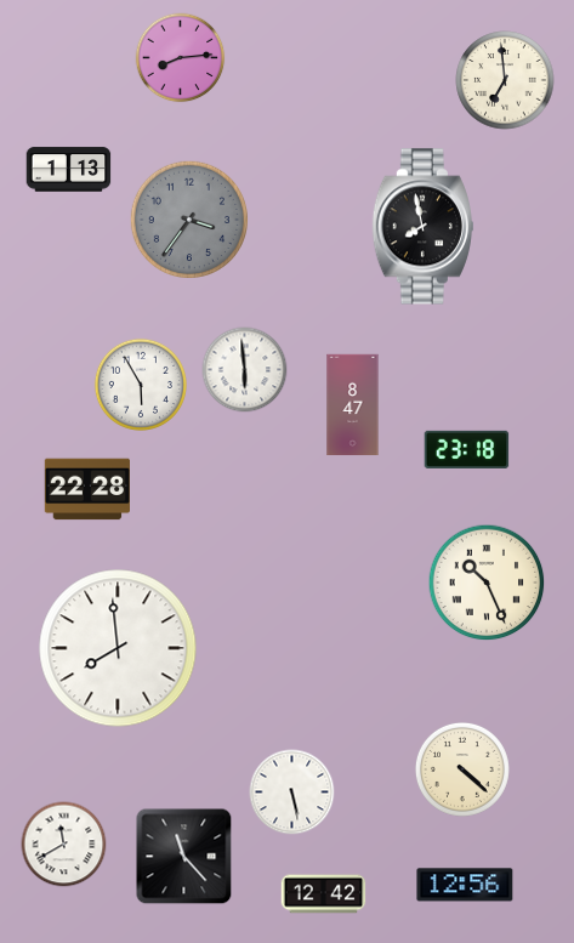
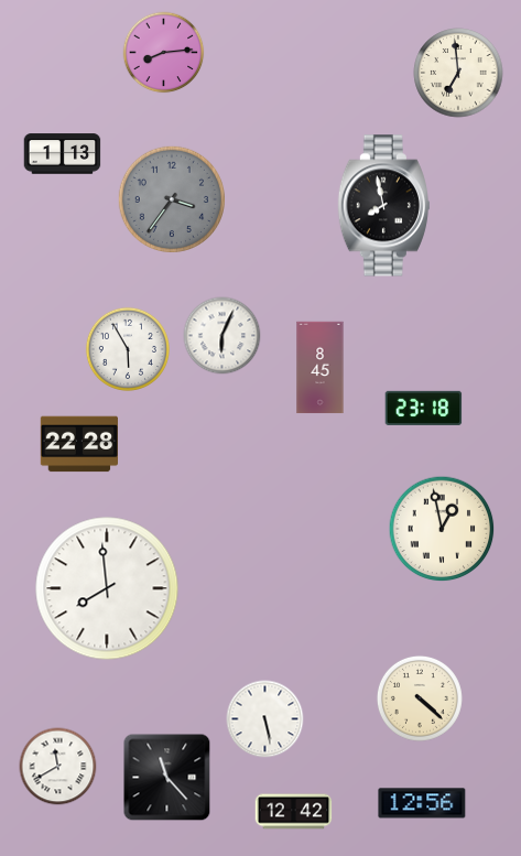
clock at (245, 370): 5:59 -> 6:04
clock at (353, 405): 8:47 -> 8:45
clock at (487, 583): 10:26 -> 12:58
